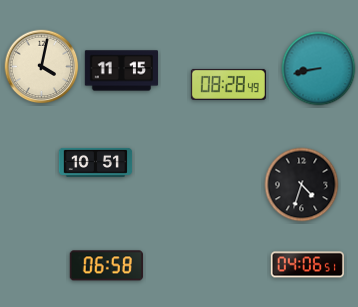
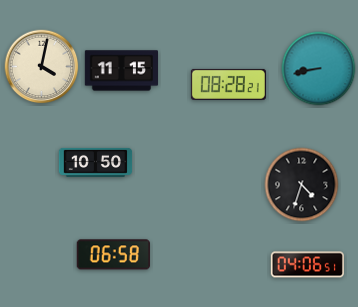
clock at (228, 84): 08:28:49 -> 08:28:21
clock at (96, 162): 10:51 -> 10:50
clock at (106, 266) position: (106, 266) -> (113, 255)
